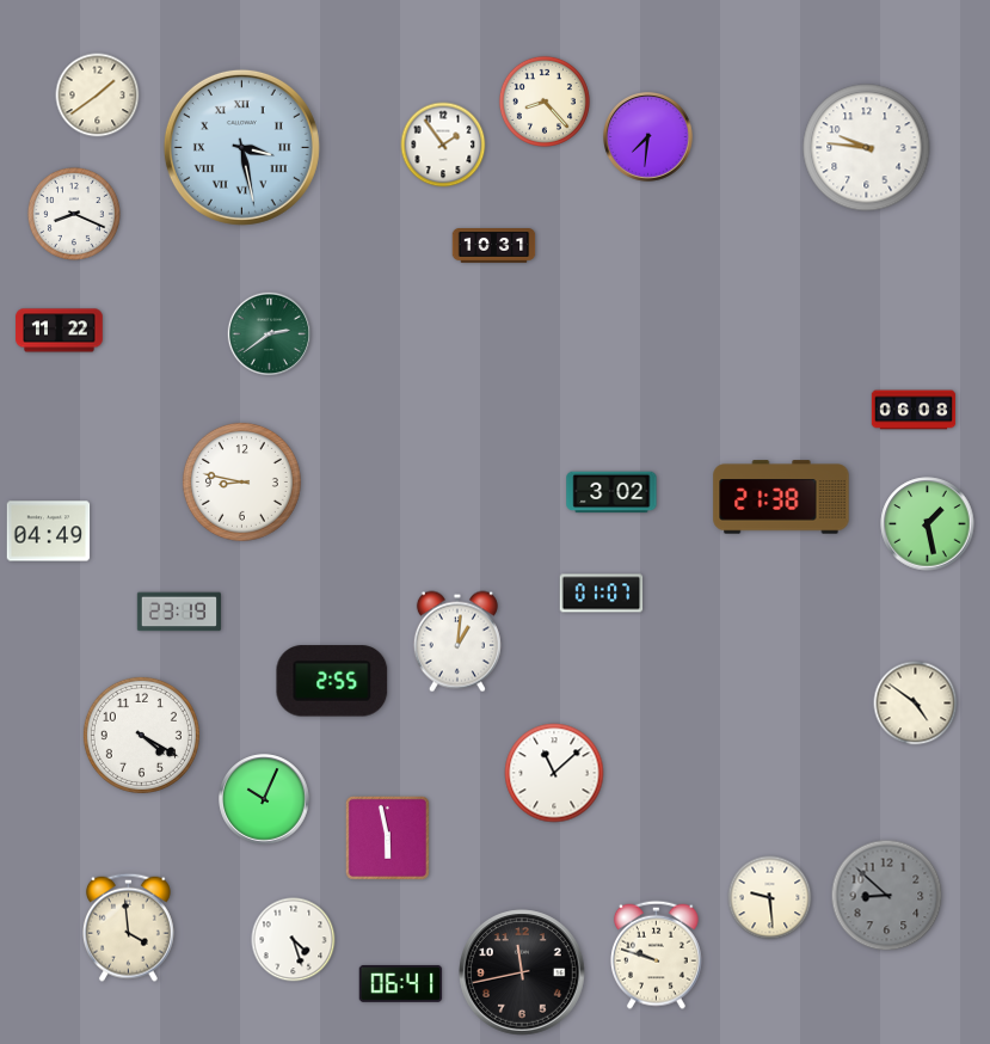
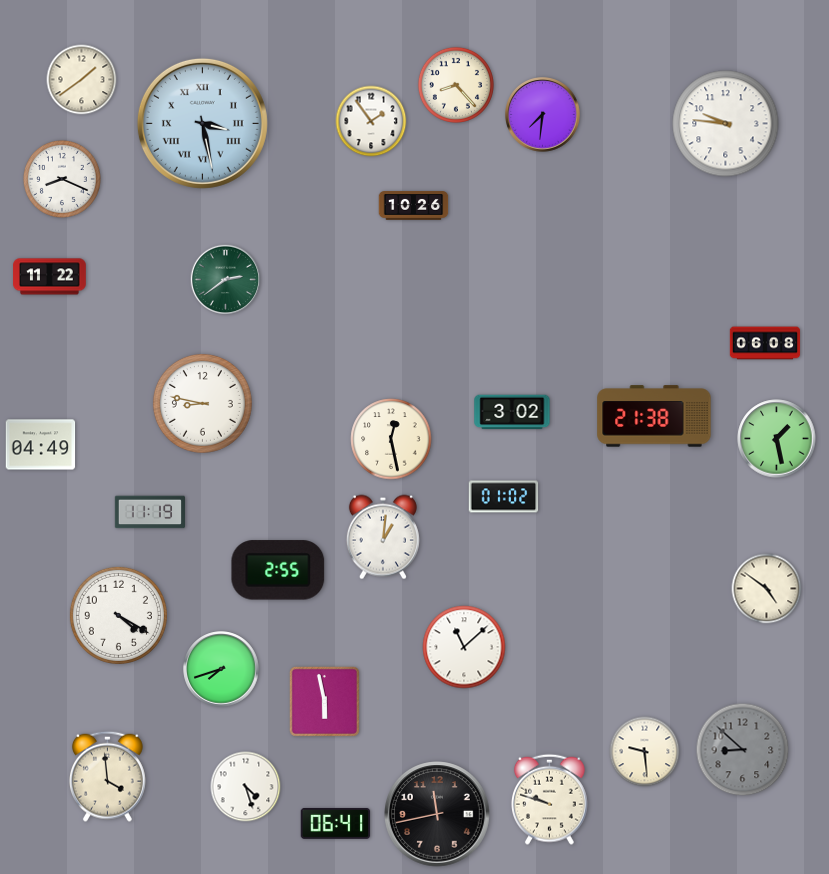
clock at (494, 246): 10:31 -> 10:26
clock at (391, 439): none -> 12:28
clock at (602, 594): 01:07 -> 01:02
clock at (178, 612): 23:19 -> 11:19
clock at (264, 799): 10:04 -> 7:42
